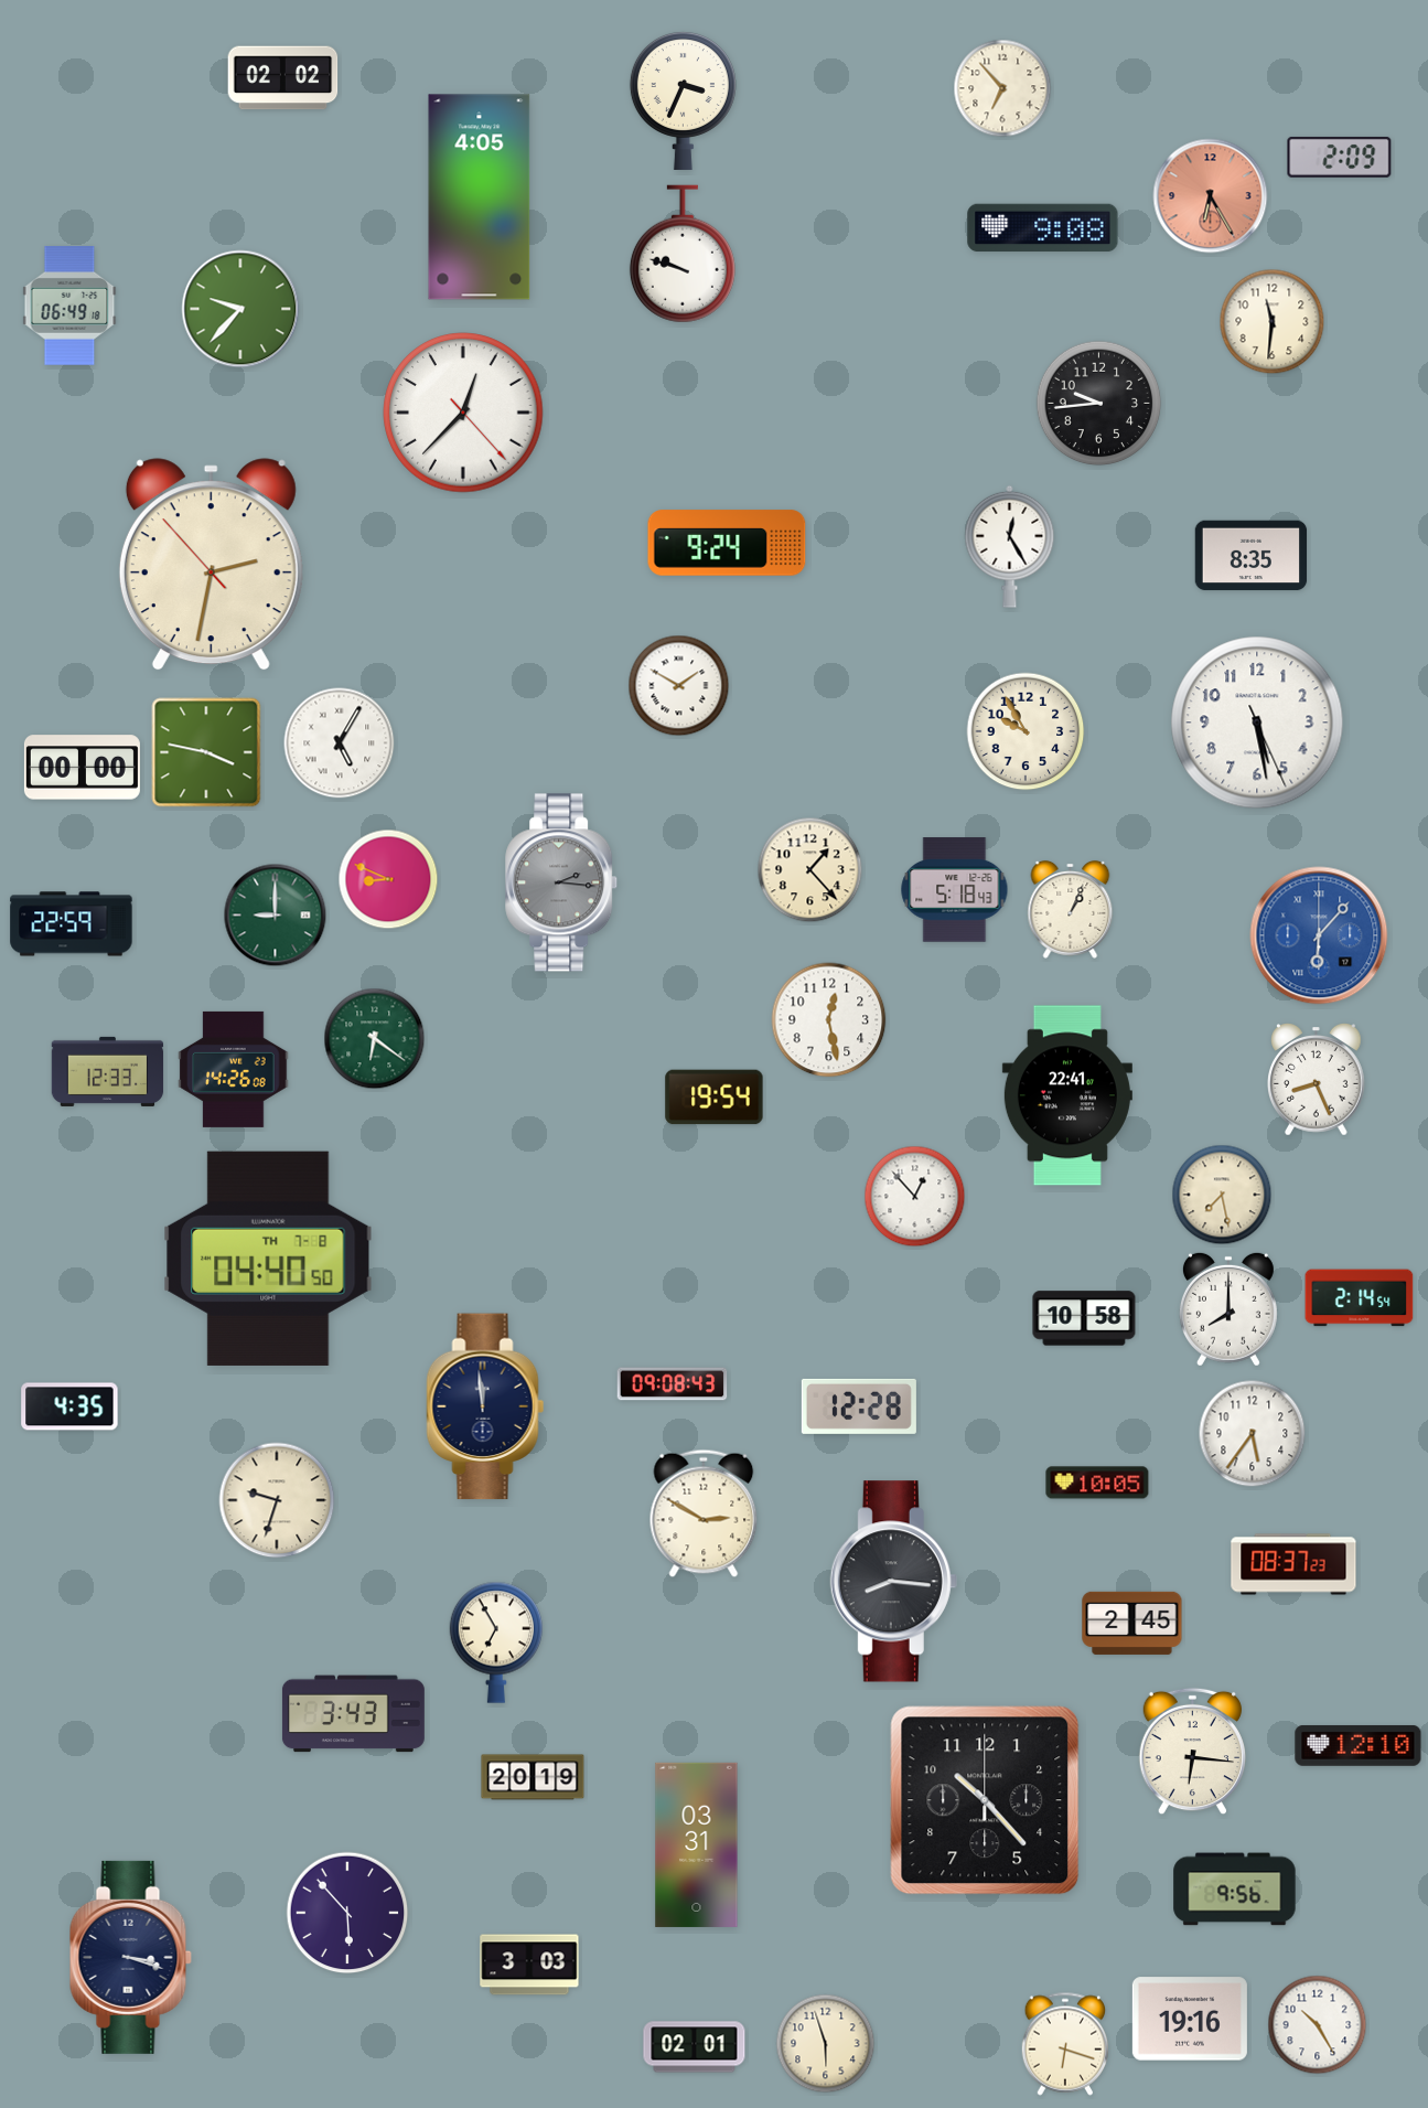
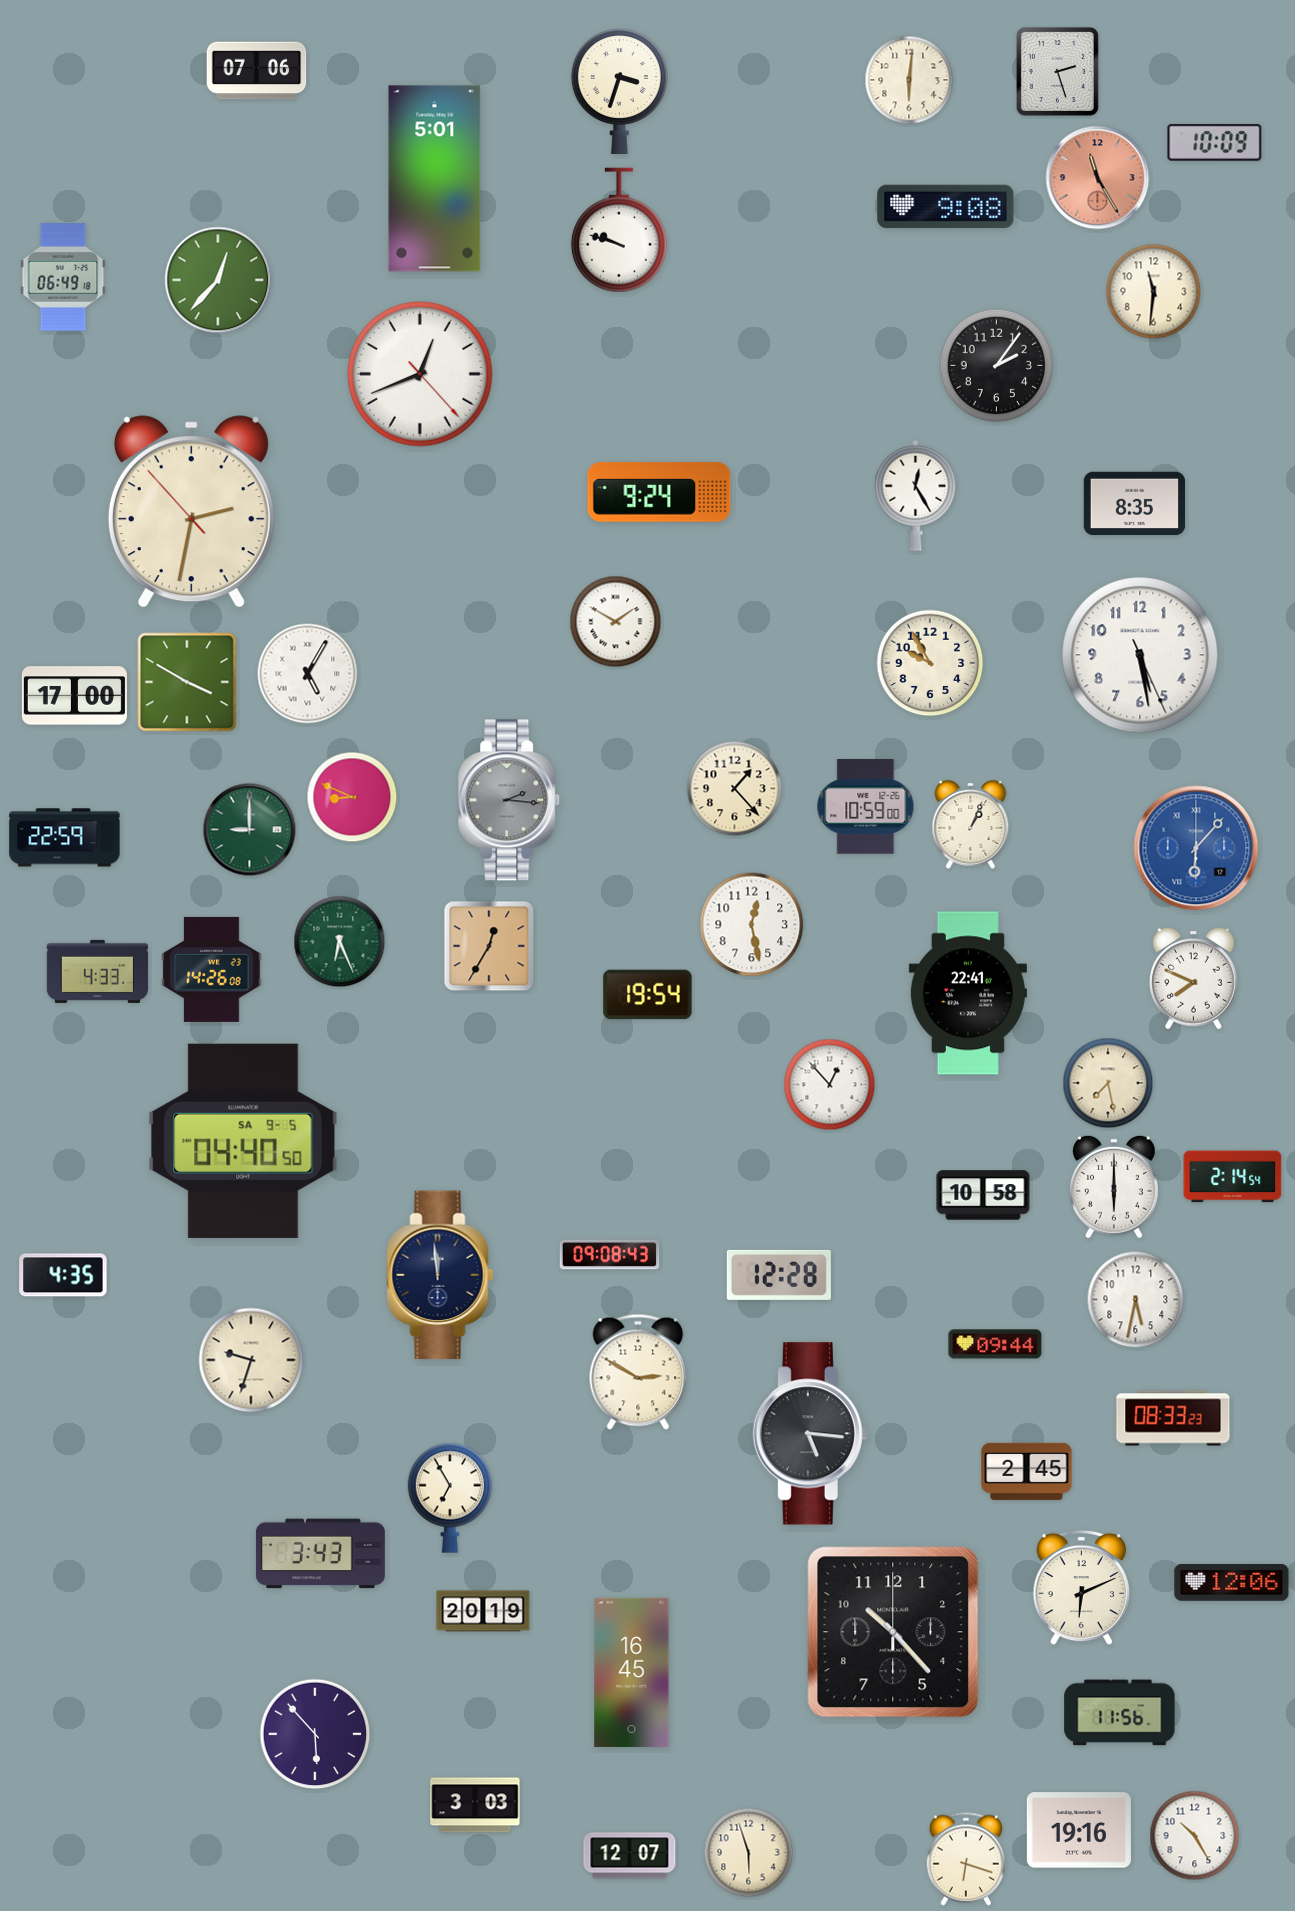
clock at (283, 78): 02:02 -> 07:06
clock at (1057, 71): none -> 2:27
clock at (1002, 88): 6:53 -> 6:01
clock at (683, 100): 3:34 -> 3:33
clock at (1340, 157): 2:09 -> 10:09
clock at (1211, 196): 6:25 -> 11:25
clock at (480, 197): 4:05 -> 5:01
clock at (240, 309): 9:37 -> 12:37
clock at (1099, 404): 9:44 -> 2:06
clock at (463, 413): 12:37 -> 12:41
clock at (206, 752): 3:47 -> 3:50
clock at (82, 768): 00:00 -> 17:00
clock at (955, 890): 5:18 -> 10:59
clock at (375, 1039): 6:21 -> 6:26
clock at (489, 946): none -> 12:35
clock at (108, 1071): 12:33 -> 4:33
clock at (1317, 1080): 8:26 -> 7:49
clock at (268, 1259) date: TH 7-8 -> SA 9-5
clock at (1228, 1309): 8:00 -> 6:00
clock at (1253, 1434): 5:36 -> 5:32
clock at (1097, 1483): 10:05 -> 09:44
clock at (1293, 1564): 08:37 -> 08:33
clock at (893, 1582): 8:16 -> 5:16
clock at (496, 1642) position: (496, 1642) -> (450, 1498)
clock at (1359, 1746): 12:10 -> 12:06
clock at (1192, 1752): 6:16 -> 6:11
clock at (697, 1844): 03:31 -> 16:45
clock at (1235, 1890): 9:56 -> 11:56
clock at (130, 1957): 3:18 -> none
clock at (529, 1965) position: (529, 1965) -> (475, 1805)
clock at (1065, 2044) position: (1065, 2044) -> (966, 1859)
clock at (695, 2047): 02:01 -> 12:07
